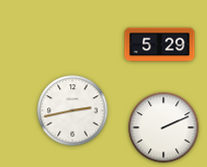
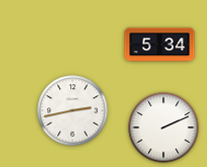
clock at (160, 45): 5:29 -> 5:34
